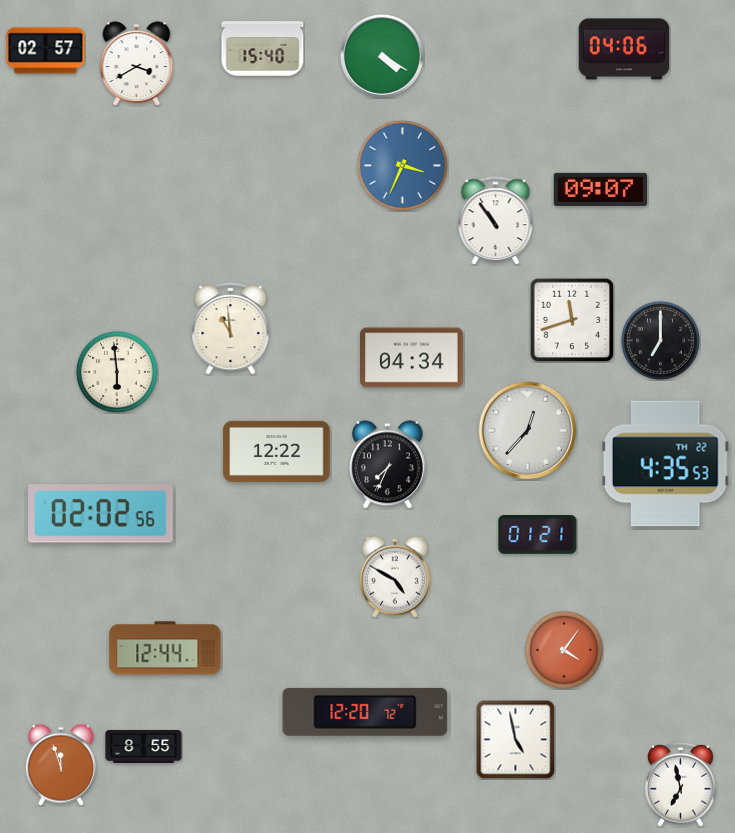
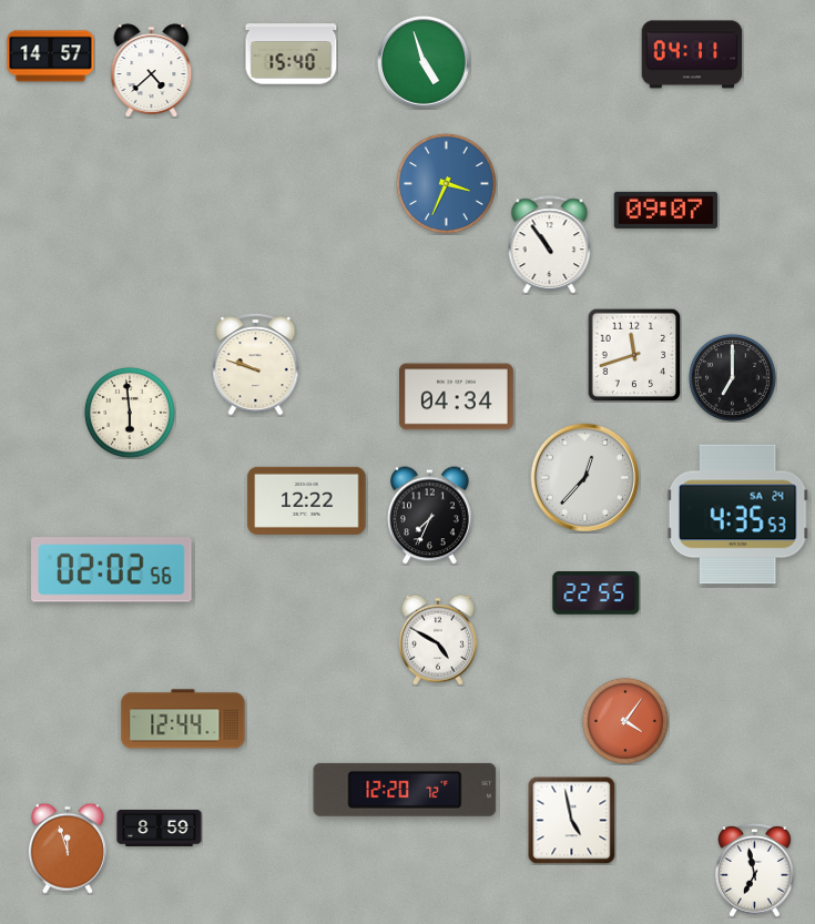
clock at (624, 49): 04:06 -> 04:11
clock at (46, 51): 02:57 -> 14:57
clock at (383, 57): 4:20 -> 4:57
clock at (137, 64): 3:40 -> 4:38
clock at (231, 328): 10:59 -> 9:48
clock at (665, 464) date: TH 22 -> SA 24
clock at (538, 535): 01:21 -> 22:55
clock at (144, 746): 8:55 -> 8:59
